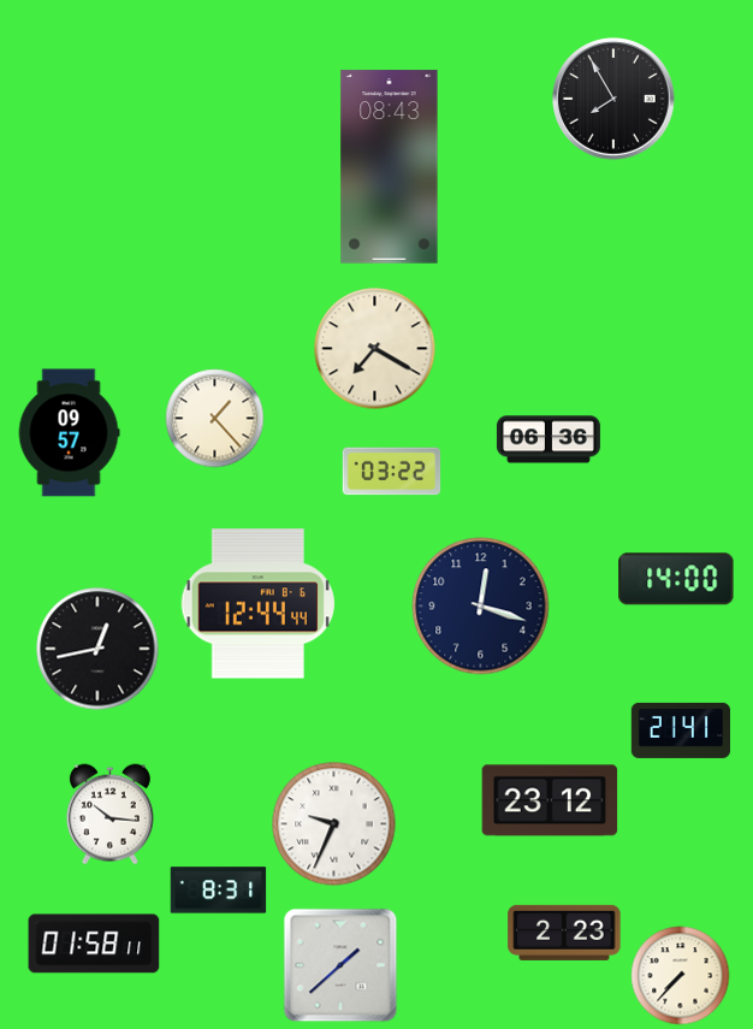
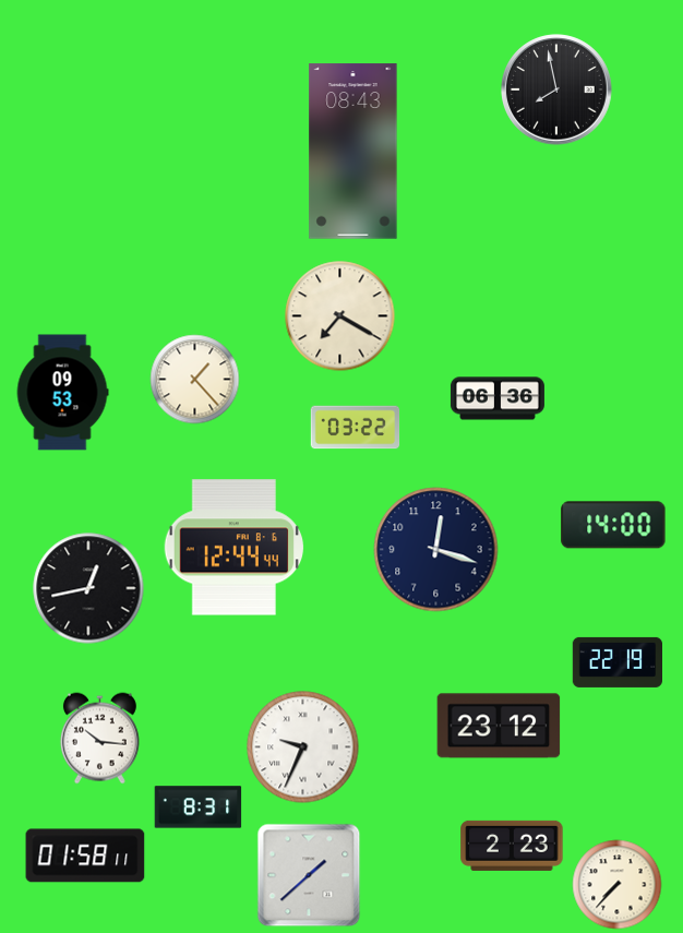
clock at (613, 99): 7:55 -> 7:58
clock at (69, 433): 09:57 -> 09:53
clock at (680, 731): 21:41 -> 22:19
